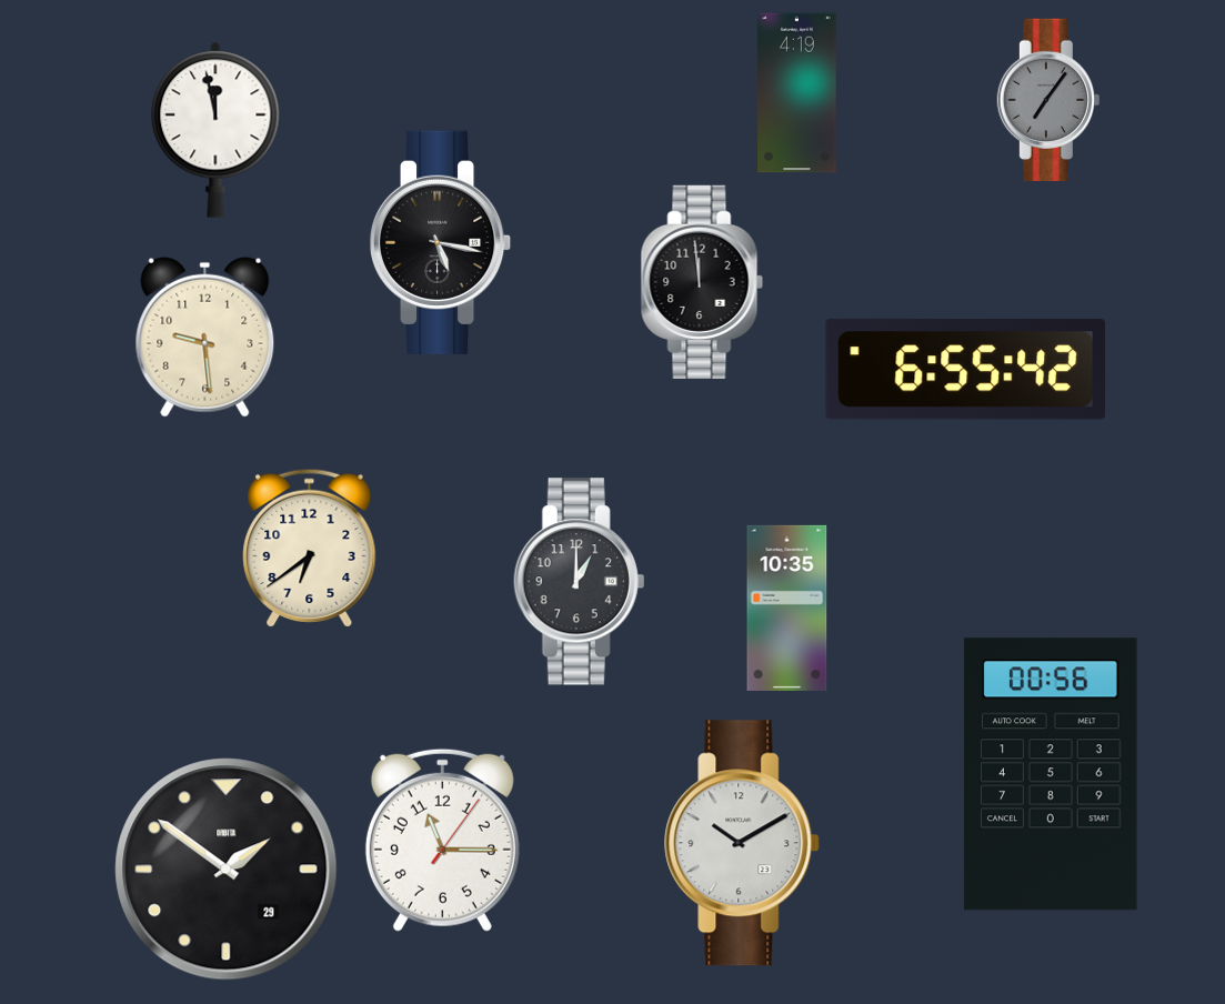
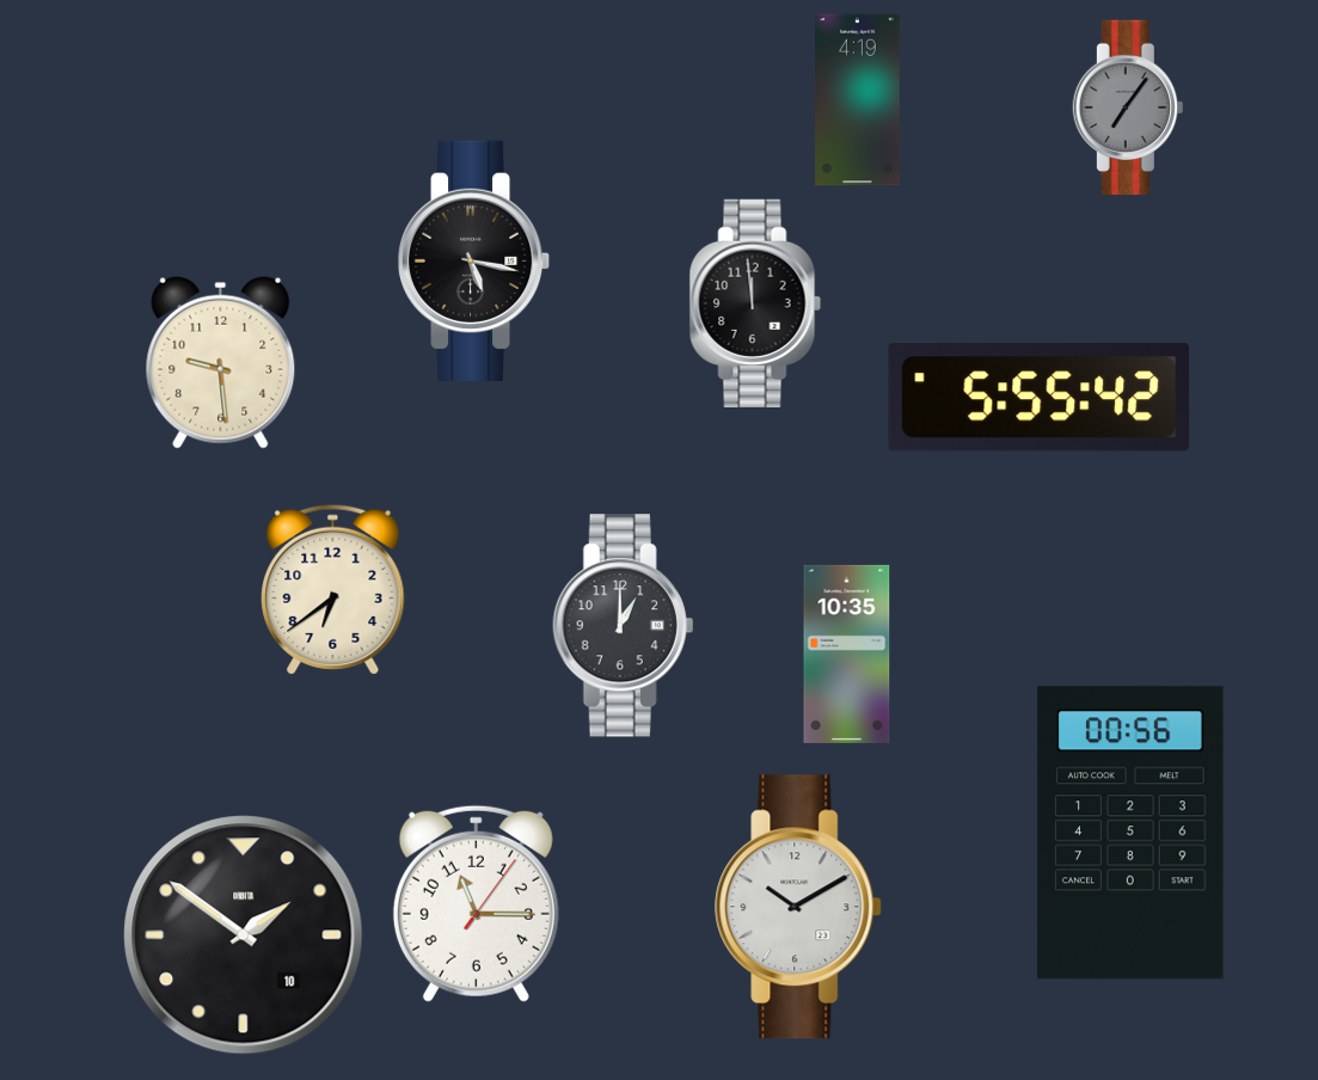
clock at (215, 130): 11:58 -> none
clock at (965, 369): 6:55 -> 5:55
clock at (227, 870) date: 29 -> 10
